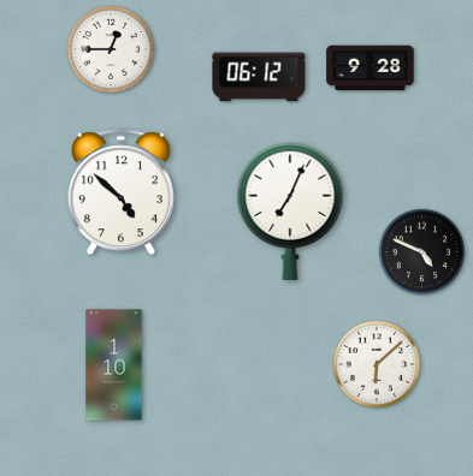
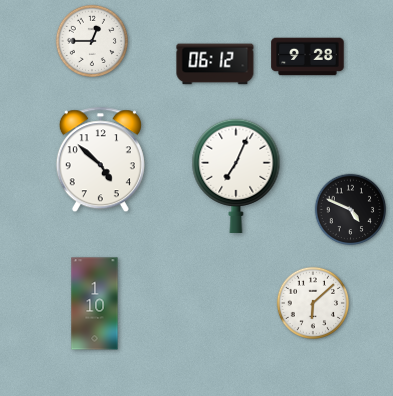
clock at (290, 212) position: (290, 212) -> (236, 176)
